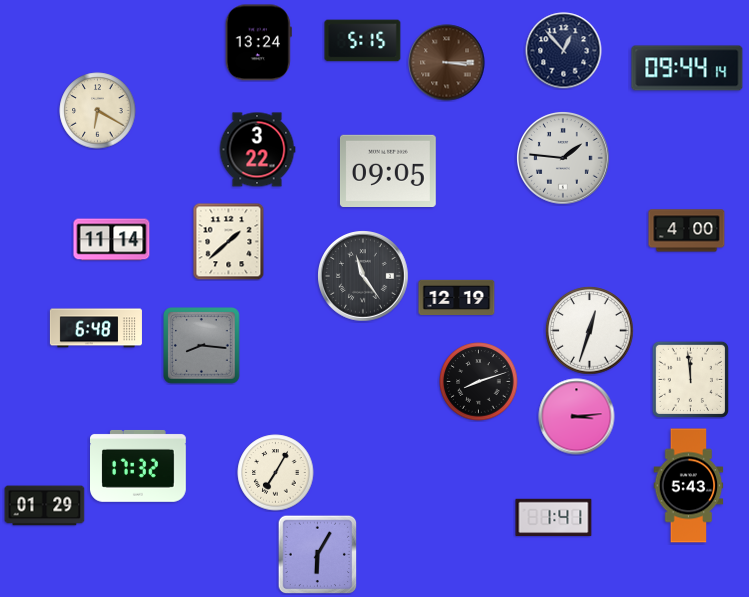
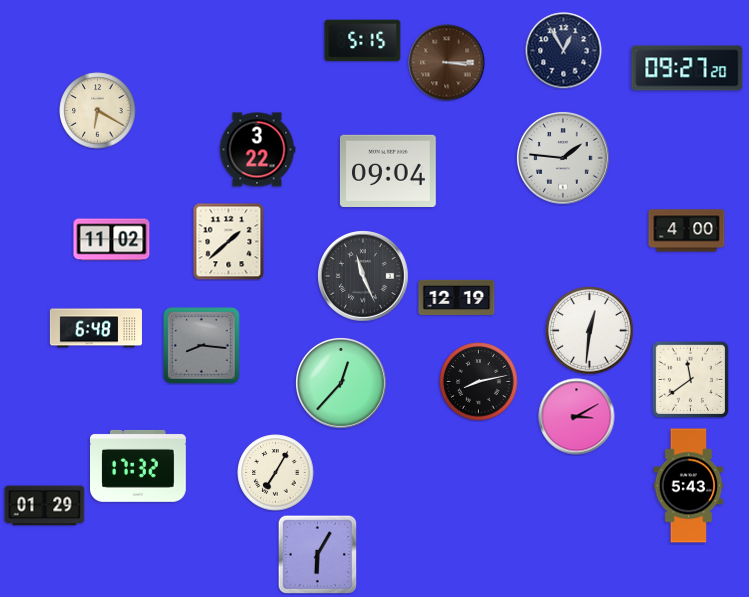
clock at (258, 43): 13:24 -> none
clock at (564, 51): 12:53 -> 12:55
clock at (687, 68): 09:44 -> 09:27
clock at (388, 170): 09:05 -> 09:04
clock at (112, 240): 11:14 -> 11:02
clock at (363, 276): 11:24 -> 11:26
clock at (590, 331): 12:33 -> 12:31
clock at (690, 379): 11:59 -> 11:39
clock at (479, 382): 8:12 -> 8:13
clock at (341, 383): none -> 12:37
clock at (577, 417): 3:14 -> 3:10
clock at (554, 518): 1:41 -> none
